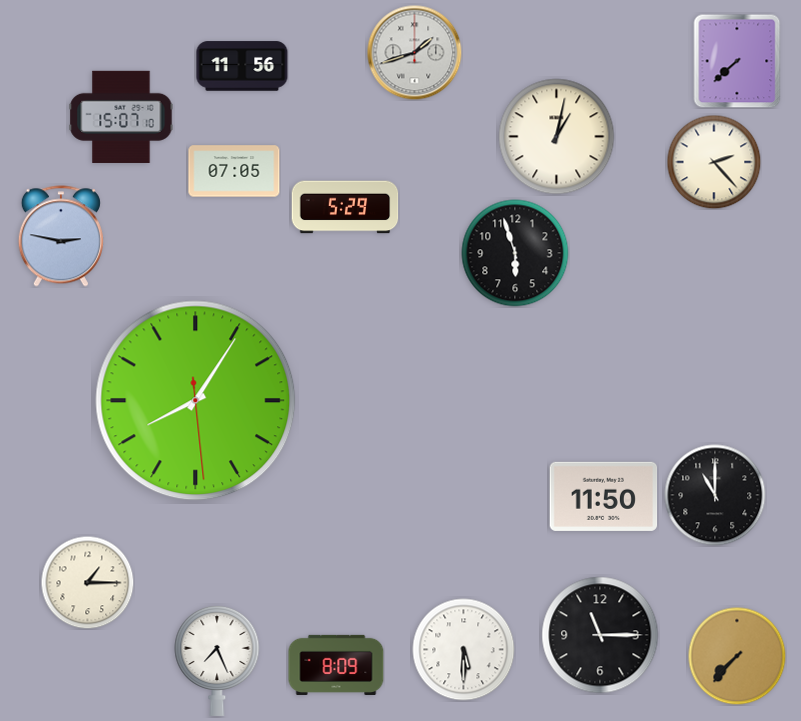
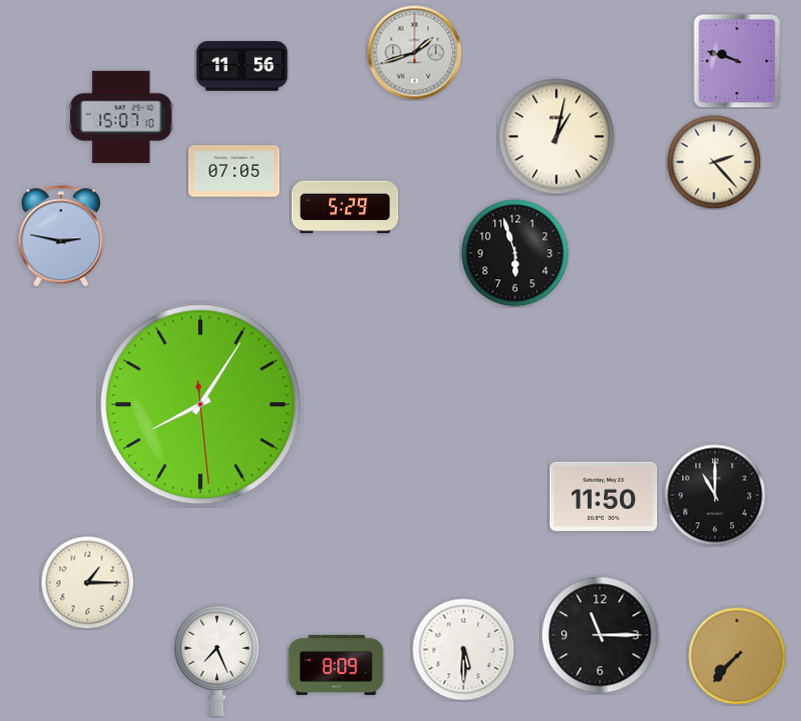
clock at (737, 61): 7:38 -> 9:48
clock at (196, 401) position: (196, 401) -> (201, 405)
